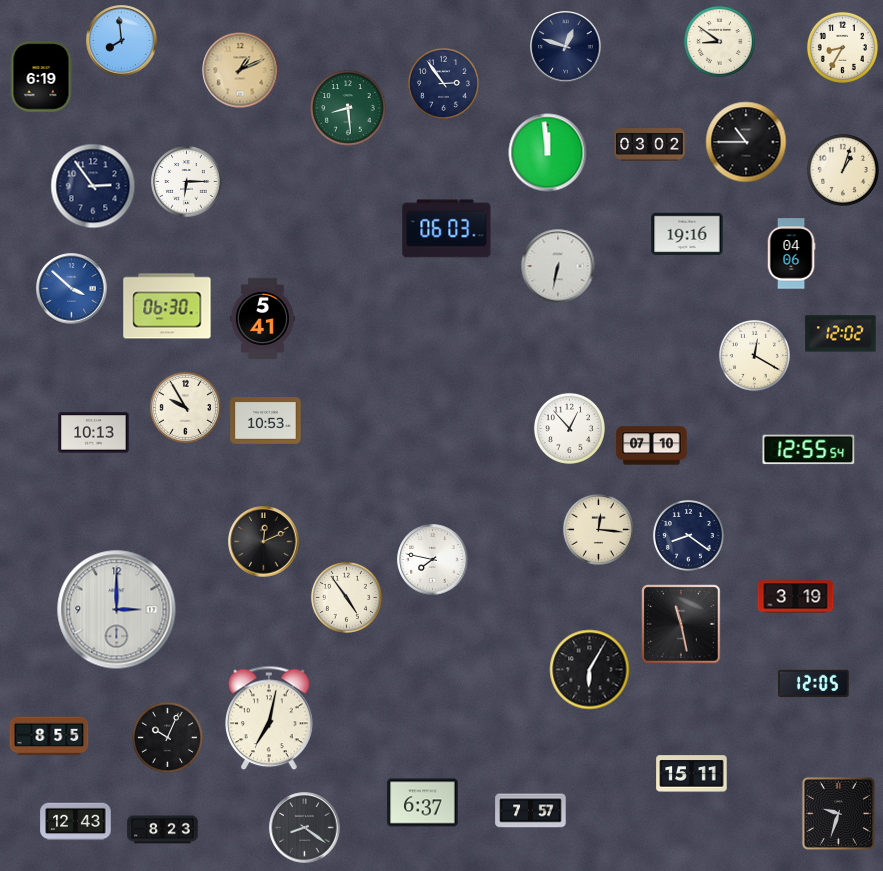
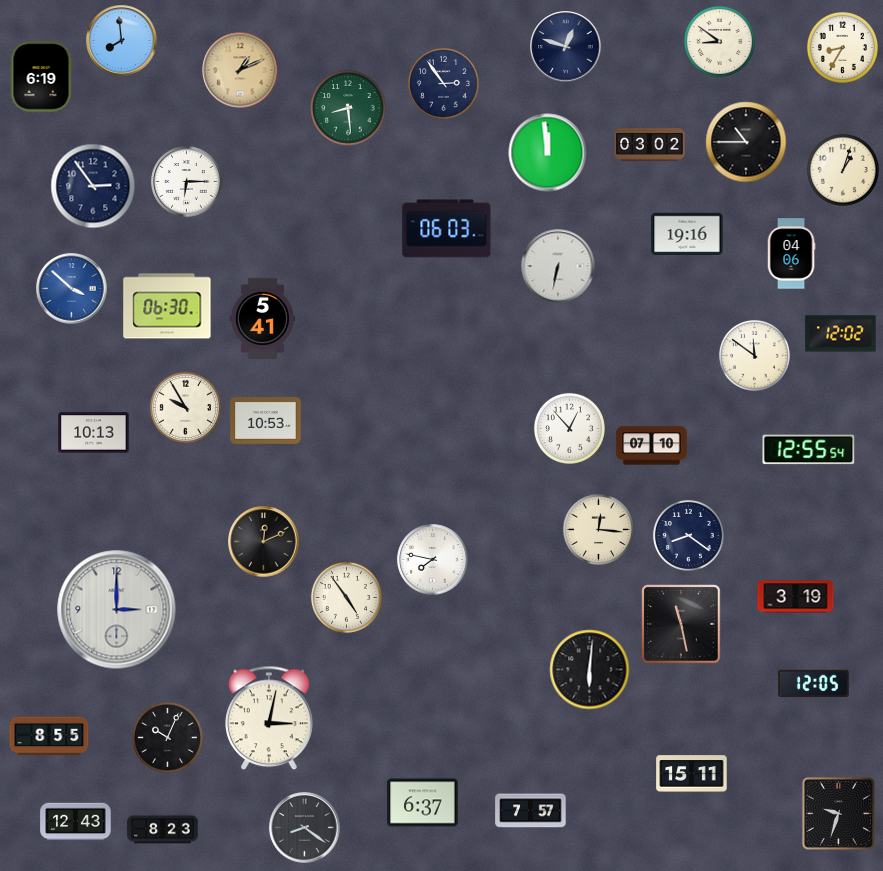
clock at (754, 355): 12:20 -> 11:51
clock at (590, 670): 6:05 -> 6:01
clock at (269, 718): 7:02 -> 3:02
